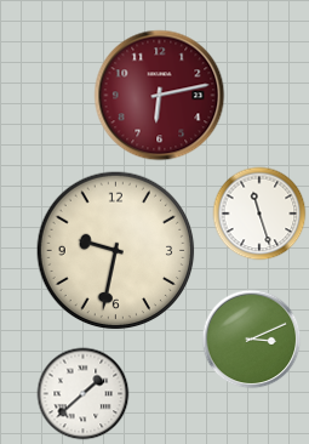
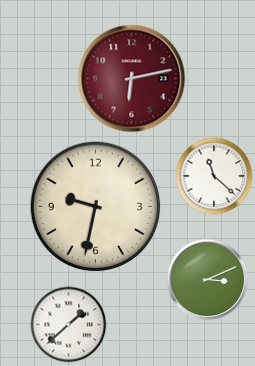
clock at (259, 214): 11:27 -> 11:22
